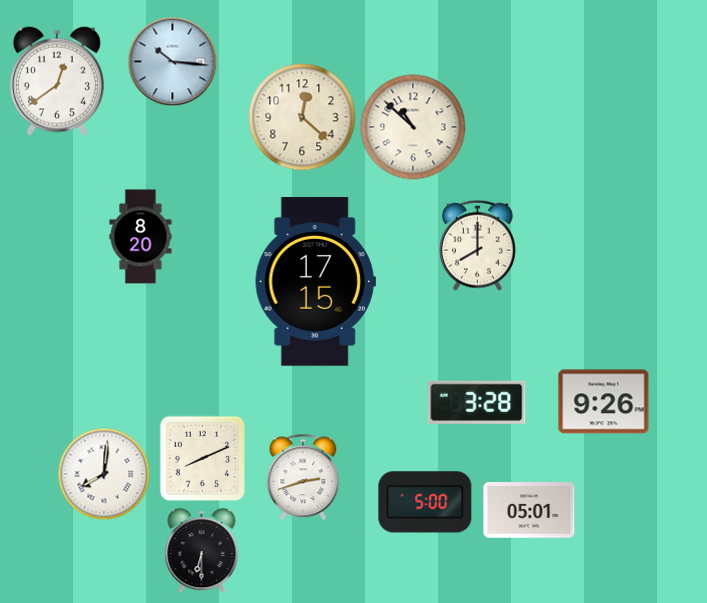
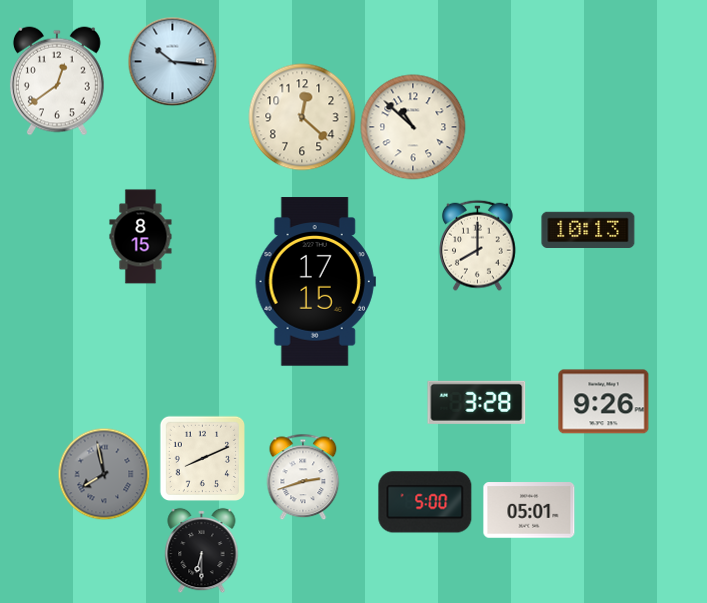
clock at (588, 229): none -> 10:13
clock at (141, 237): 8:20 -> 8:15
clock at (104, 474): 8:01 -> 7:58
clock at (104, 474) dial: white -> grey
